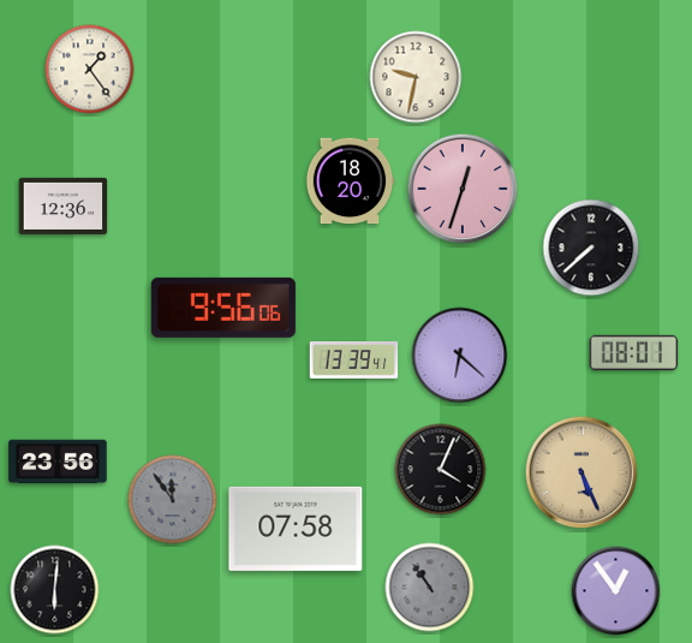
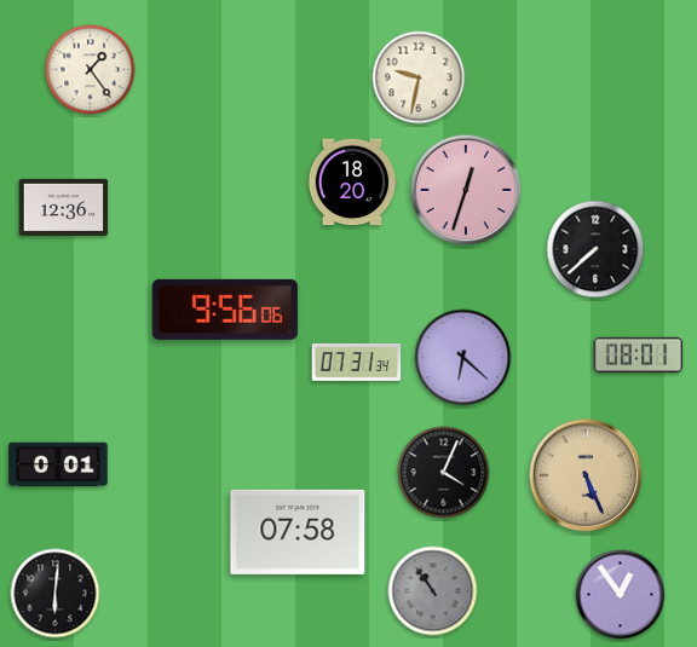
clock at (354, 361): 13:39 -> 07:31
clock at (58, 462): 23:56 -> 0:01
clock at (173, 500): 11:54 -> none
